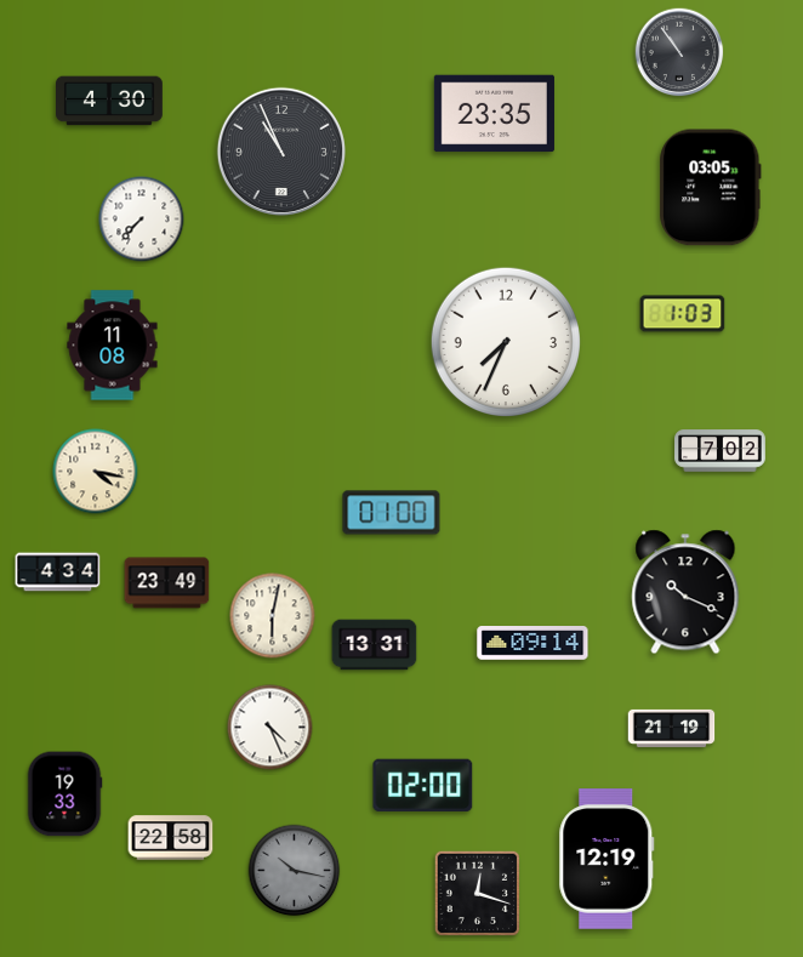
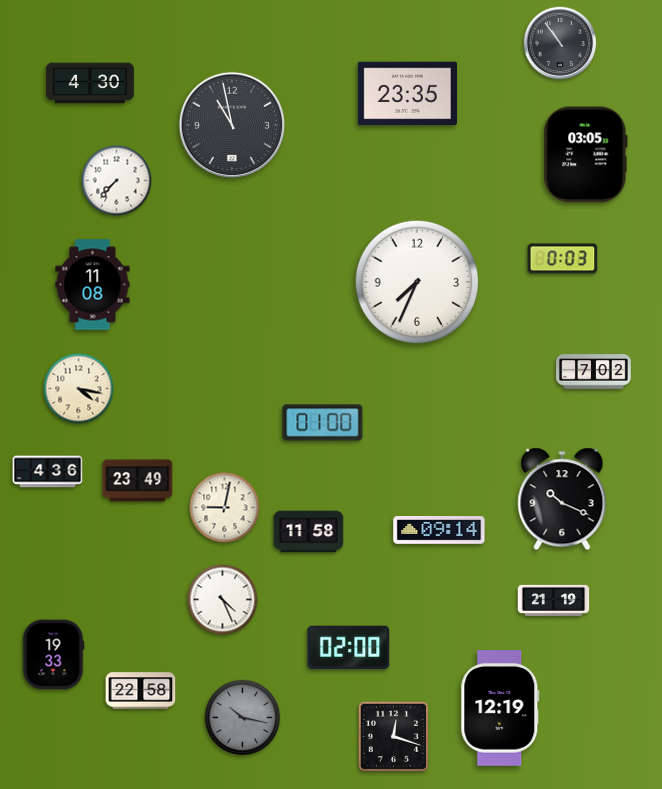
clock at (281, 152): 10:56 -> 10:58
clock at (683, 314): 1:03 -> 0:03
clock at (58, 573): 4:34 -> 4:36
clock at (685, 592) position: (685, 592) -> (562, 499)
clock at (273, 616): 6:02 -> 9:02
clock at (375, 645): 13:31 -> 11:58
